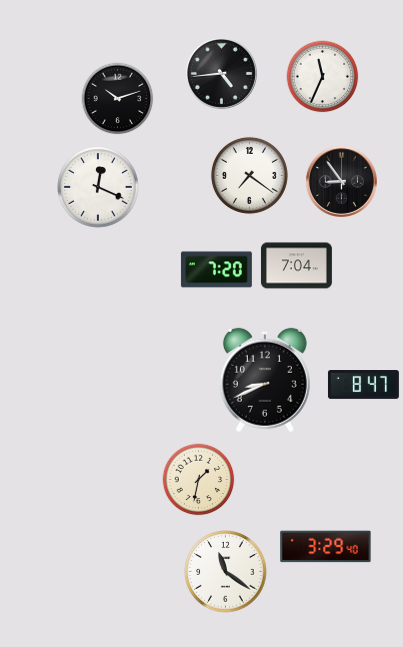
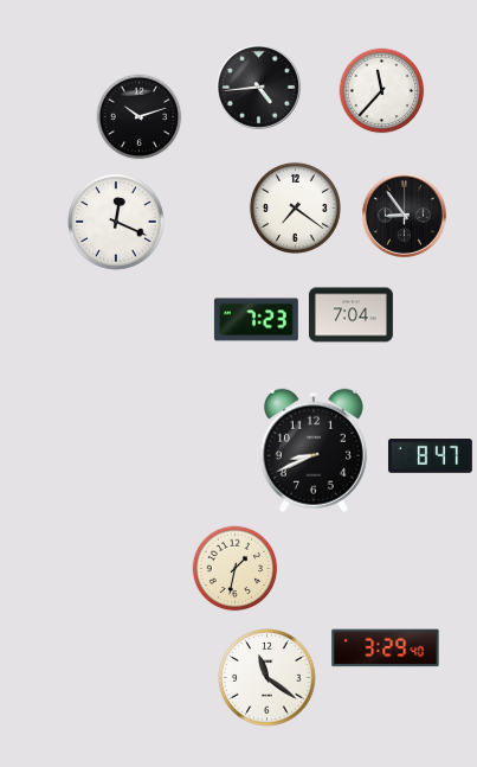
clock at (221, 73) position: (221, 73) -> (258, 87)
clock at (323, 77): 11:34 -> 11:37
clock at (216, 270): 7:20 -> 7:23
